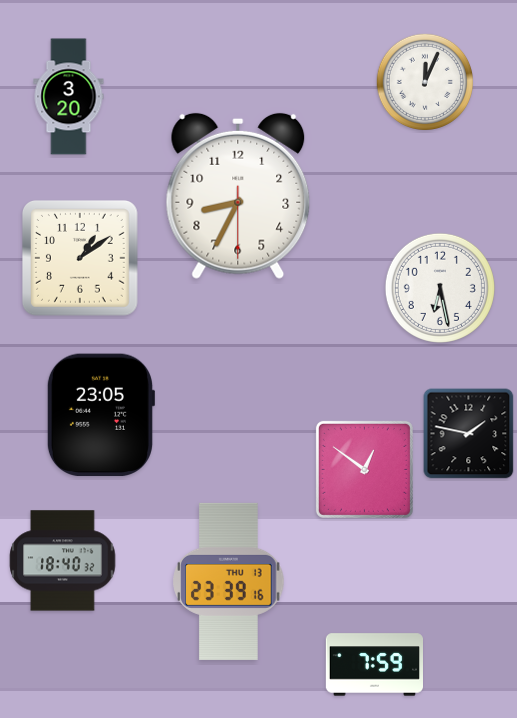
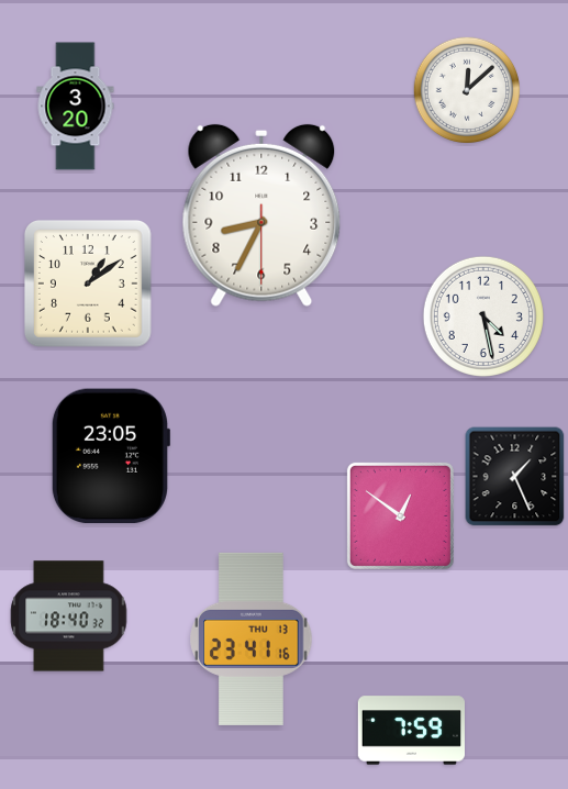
clock at (424, 81): 12:04 -> 12:08
clock at (440, 288): 6:28 -> 4:28
clock at (469, 434): 1:47 -> 1:26
clock at (229, 581): 23:39 -> 23:41
